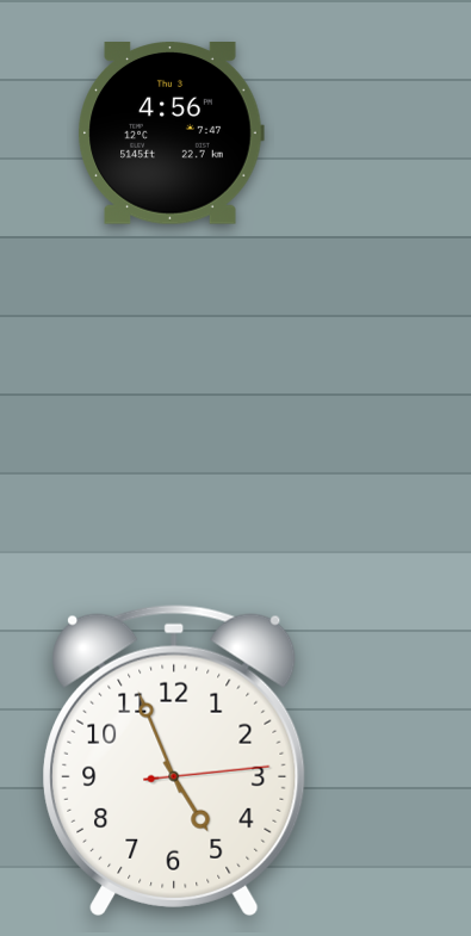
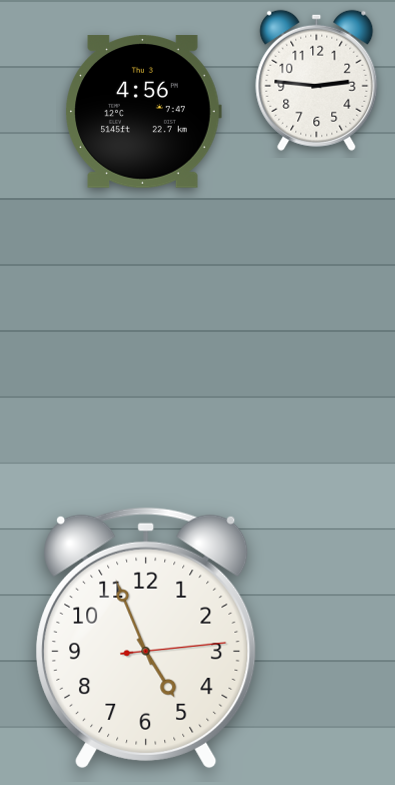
clock at (317, 80): none -> 2:46
